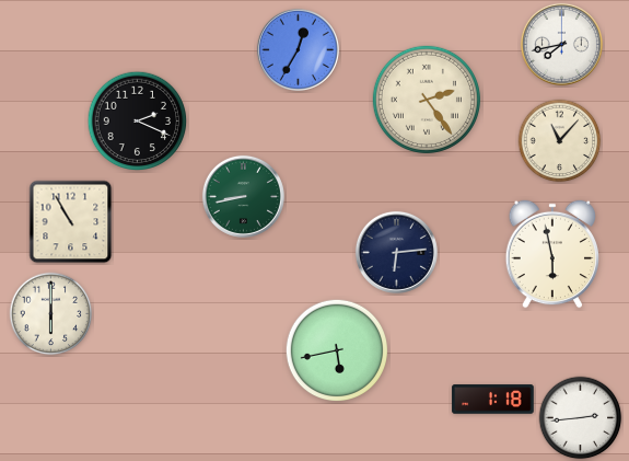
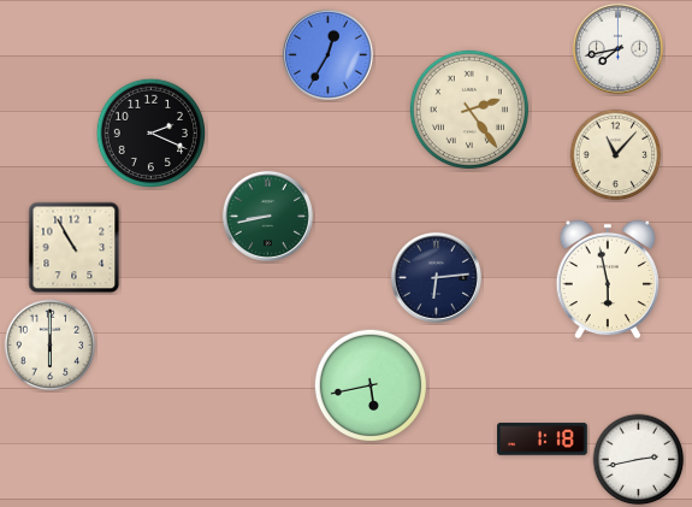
clock at (71, 222) position: (71, 222) -> (75, 248)
clock at (51, 314) position: (51, 314) -> (51, 346)
clock at (581, 418): 2:44 -> 2:43
